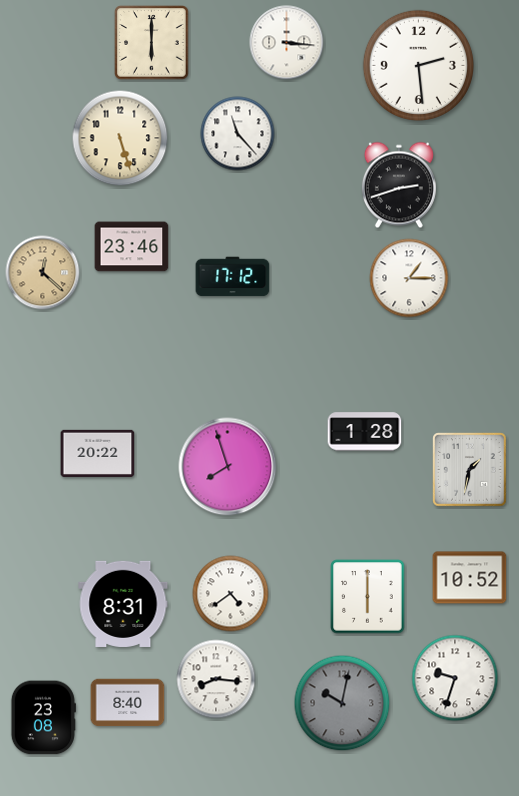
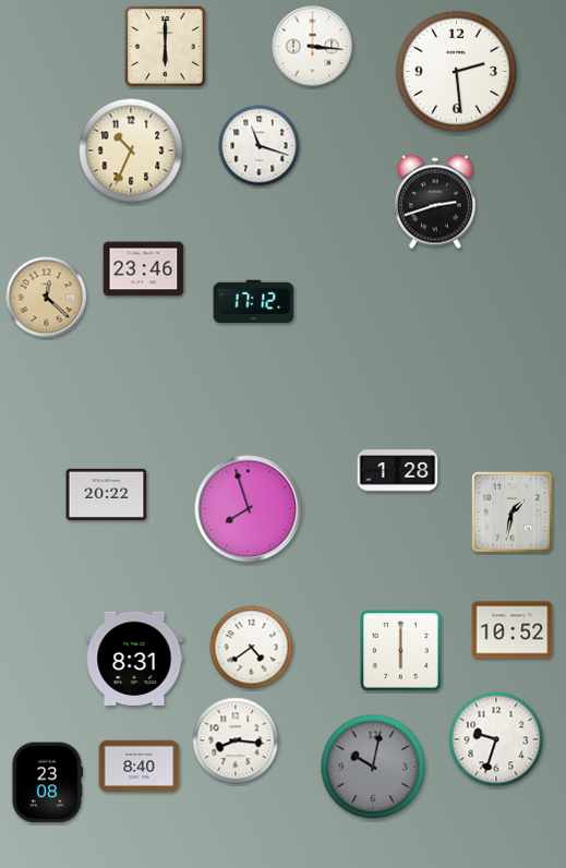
clock at (238, 134): 11:23 -> 11:18
clock at (120, 138): 5:27 -> 10:34
clock at (409, 278): 1:15 -> none
